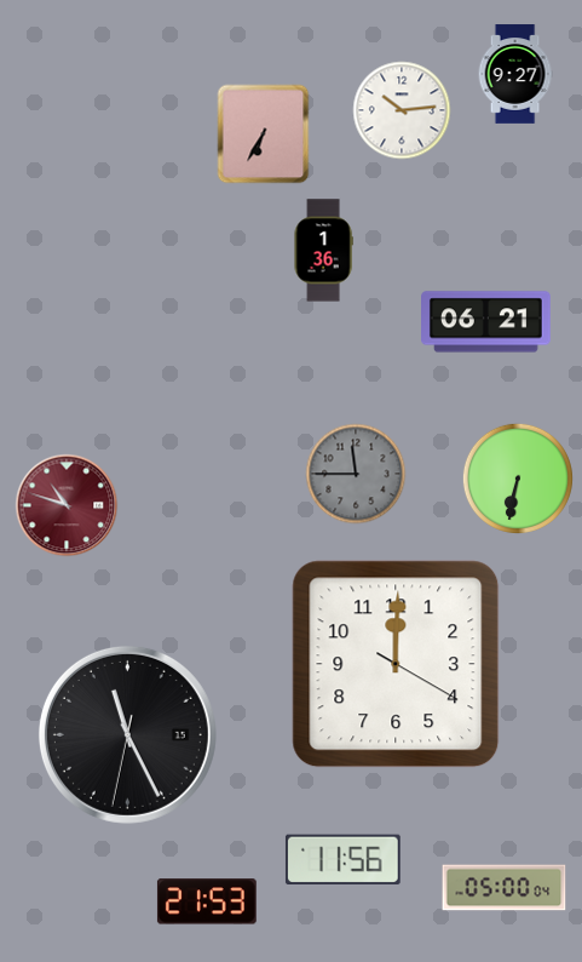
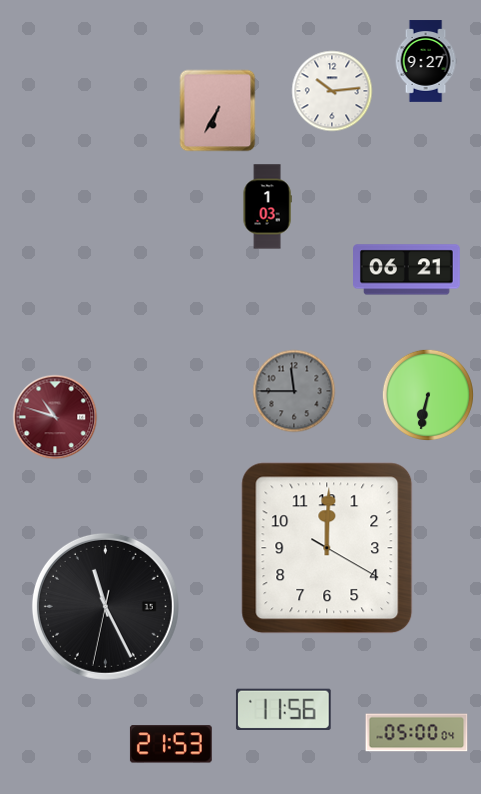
clock at (323, 251): 1:36 -> 1:03
clock at (486, 322) position: (486, 322) -> (407, 270)
